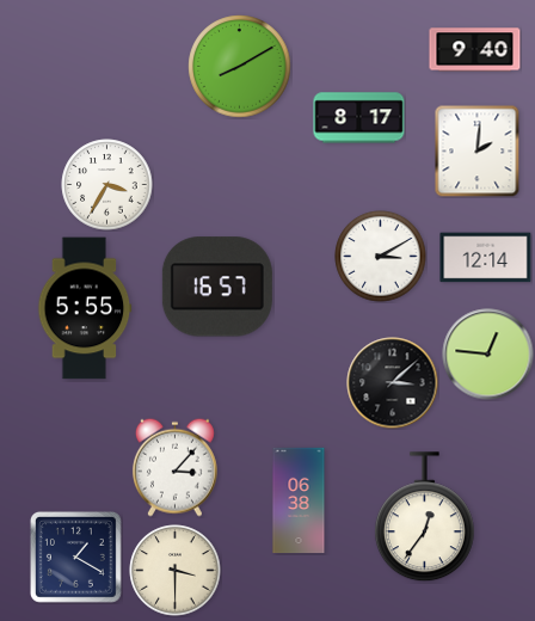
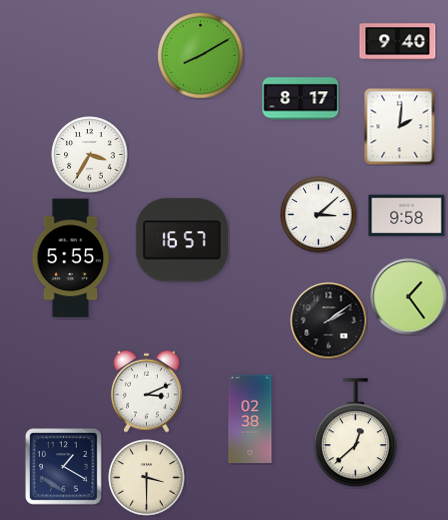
clock at (381, 257): 3:10 -> 3:08
clock at (486, 258): 12:14 -> 9:58
clock at (488, 355): 12:46 -> 1:24
clock at (393, 383): 3:08 -> 2:09
clock at (174, 467): 3:07 -> 3:11
clock at (299, 500): 06:38 -> 02:38
clock at (424, 517): 12:36 -> 12:38
